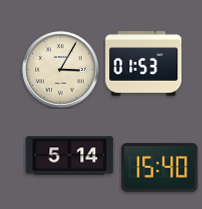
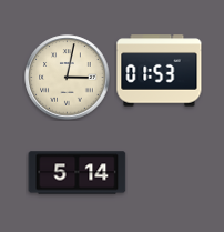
clock at (61, 70): 3:05 -> 3:02
clock at (160, 168): 15:40 -> none
